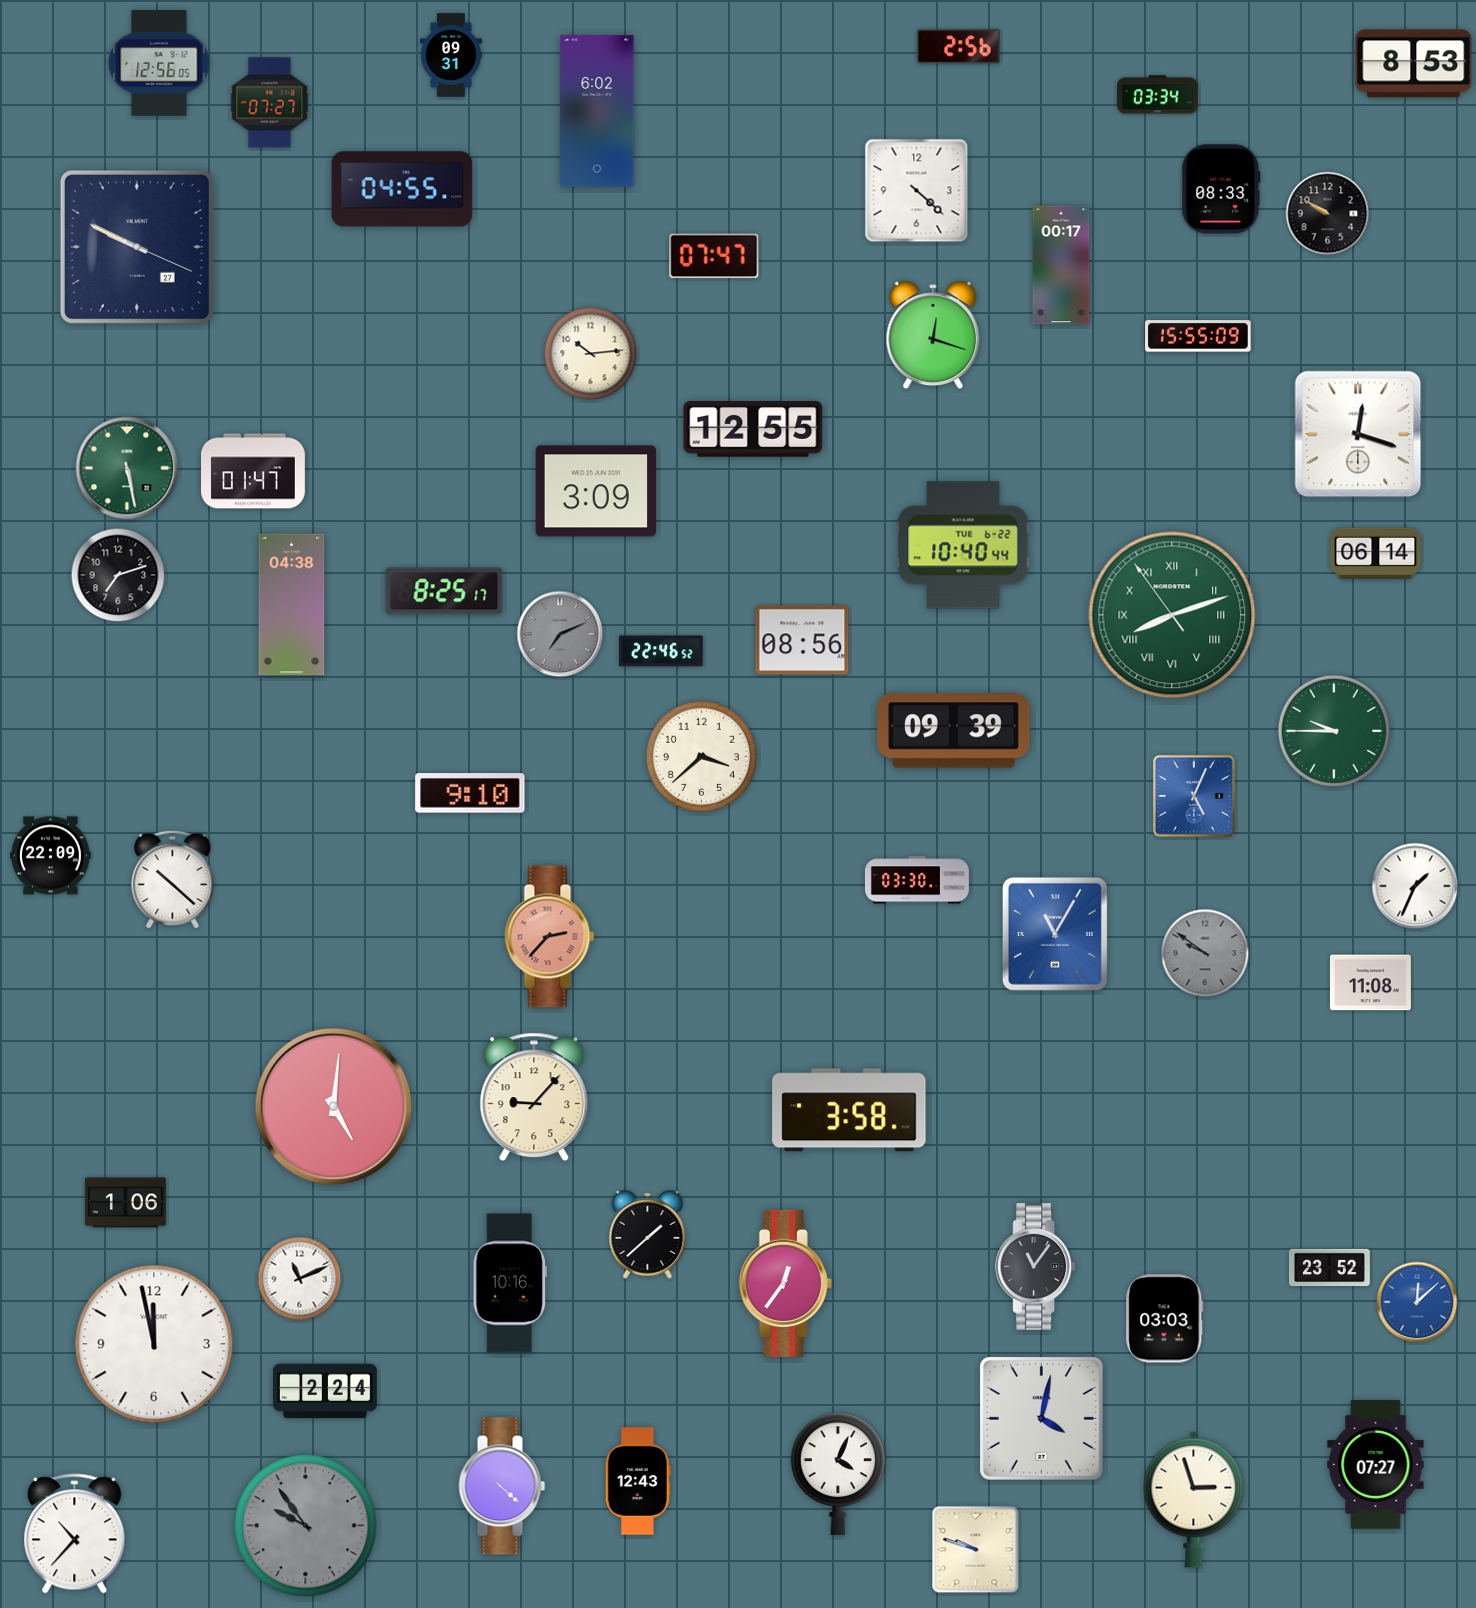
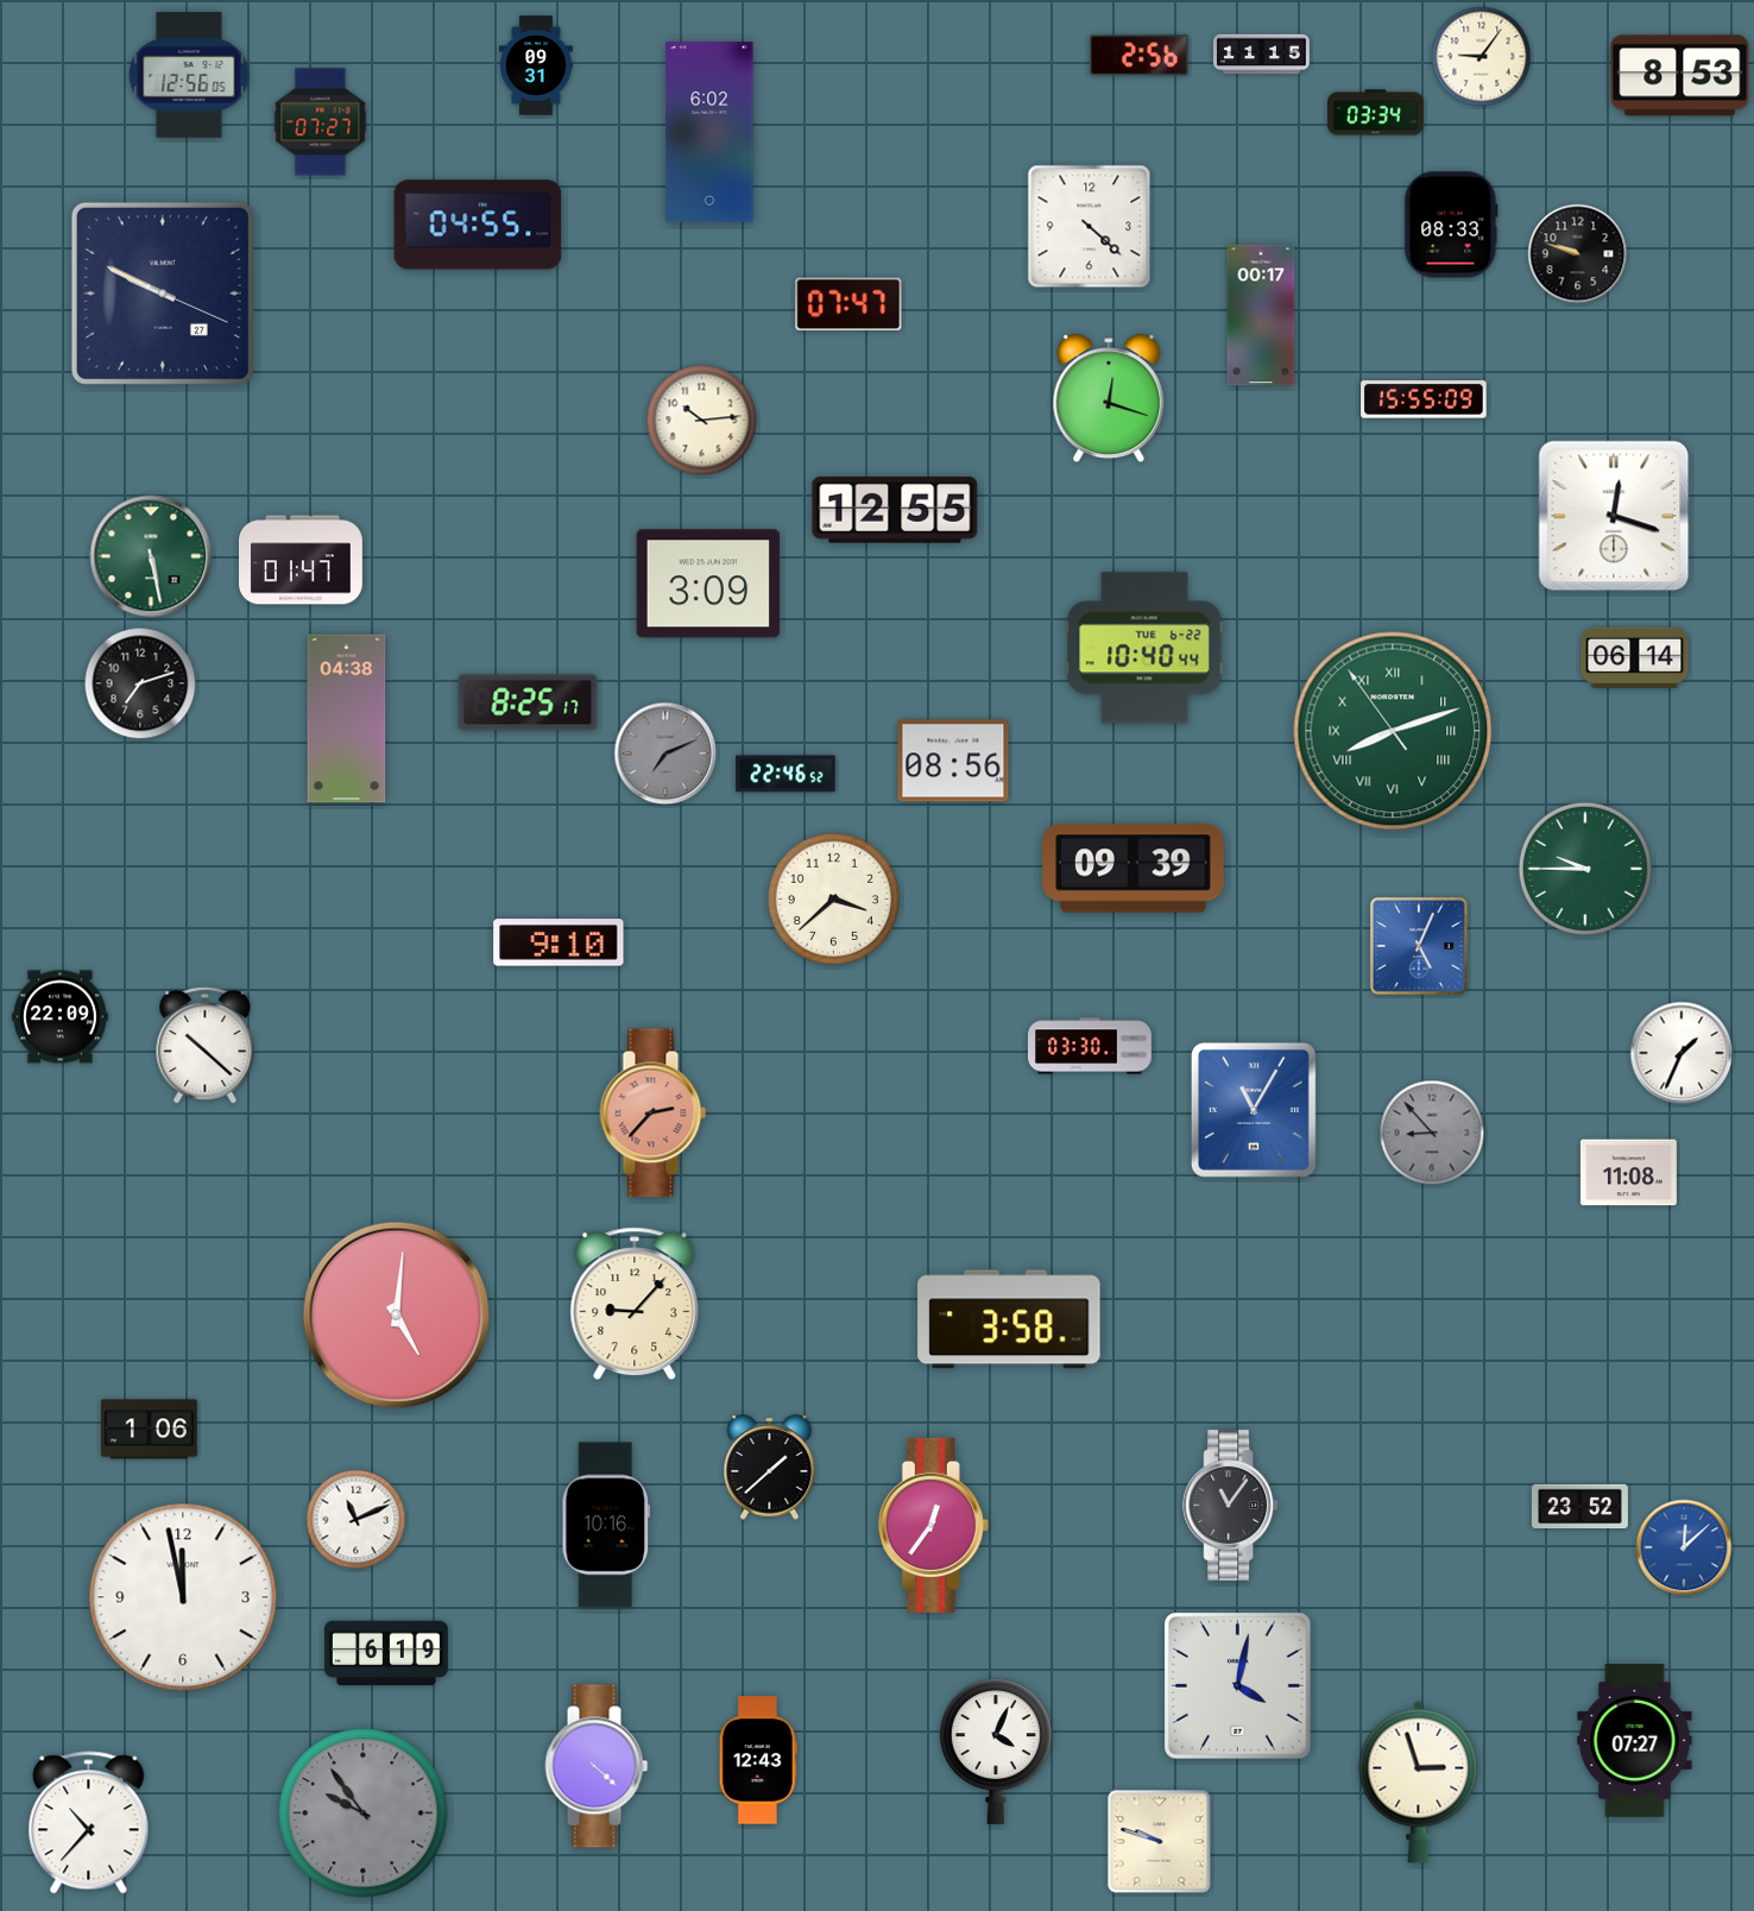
clock at (1262, 55): none -> 11:15
clock at (1482, 57): none -> 9:06
clock at (1328, 214): 9:50 -> 9:48
clock at (1205, 953): 9:51 -> 8:53
clock at (1370, 983) position: (1370, 983) -> (1628, 1173)
clock at (1165, 1319): 03:03 -> none
clock at (325, 1391): 2:24 -> 6:19
